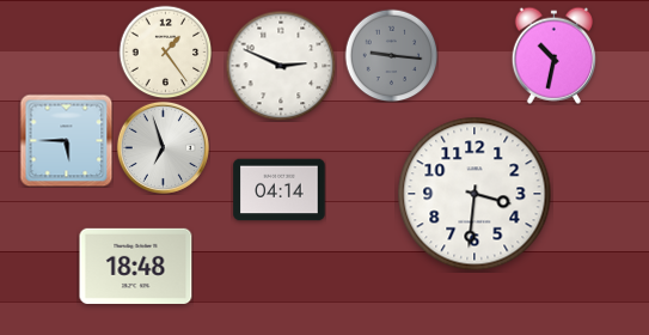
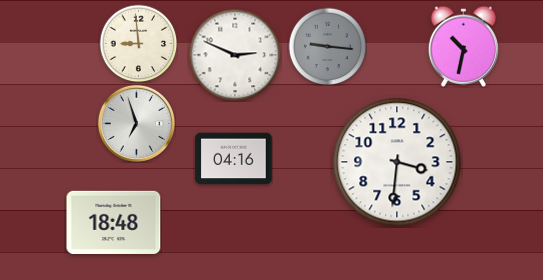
clock at (165, 51): 1:24 -> 8:59
clock at (66, 140): 5:45 -> none
clock at (280, 190): 04:14 -> 04:16
